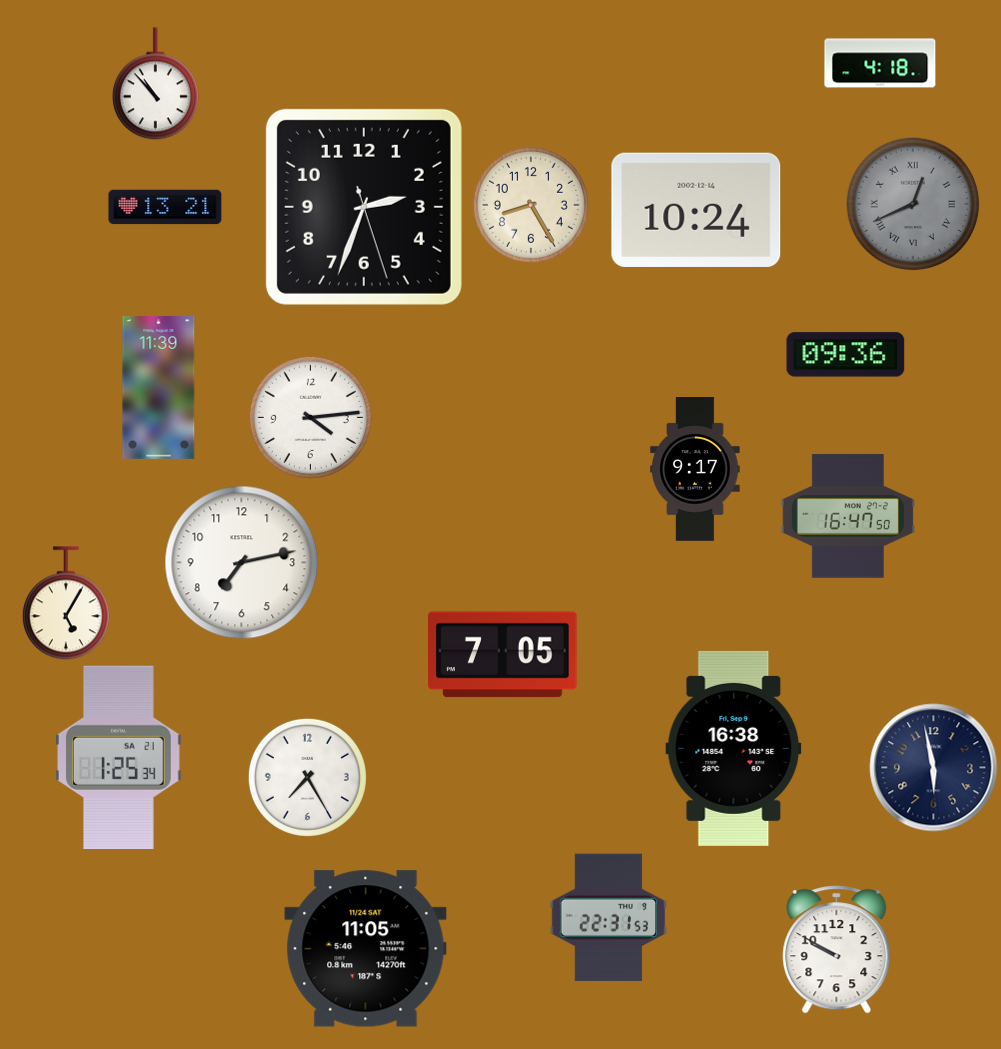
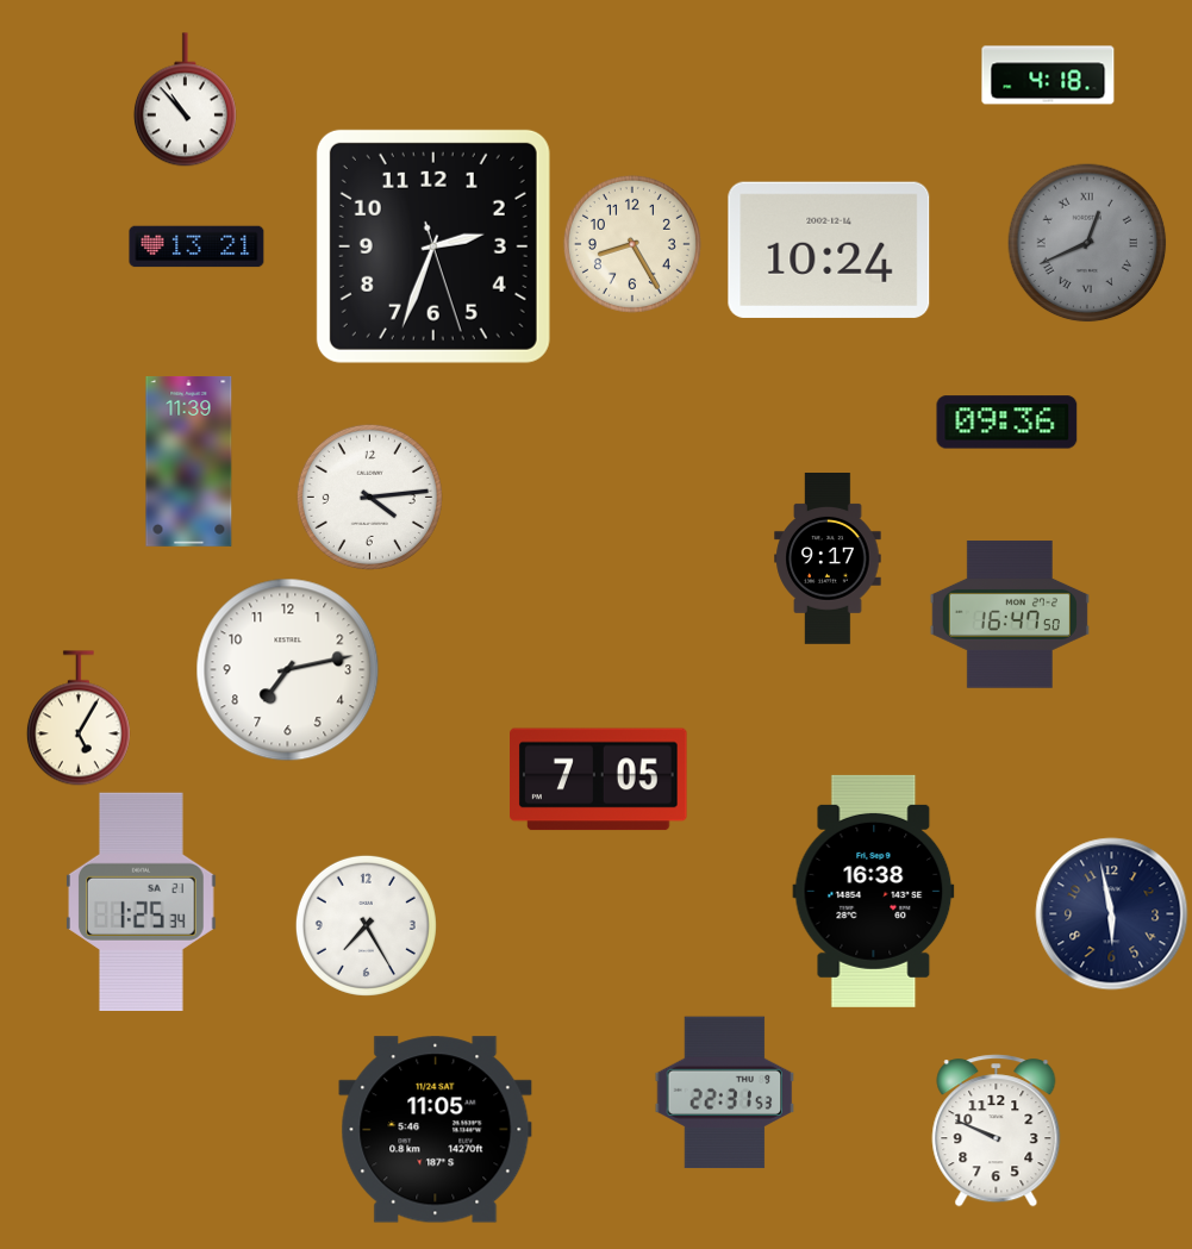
clock at (837, 950): 9:50 -> 9:49
